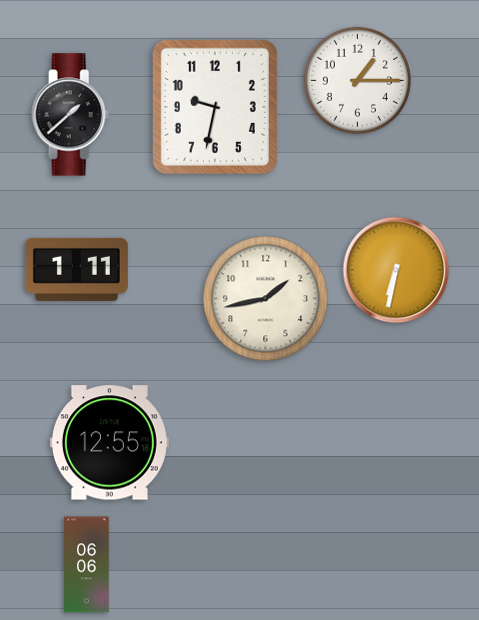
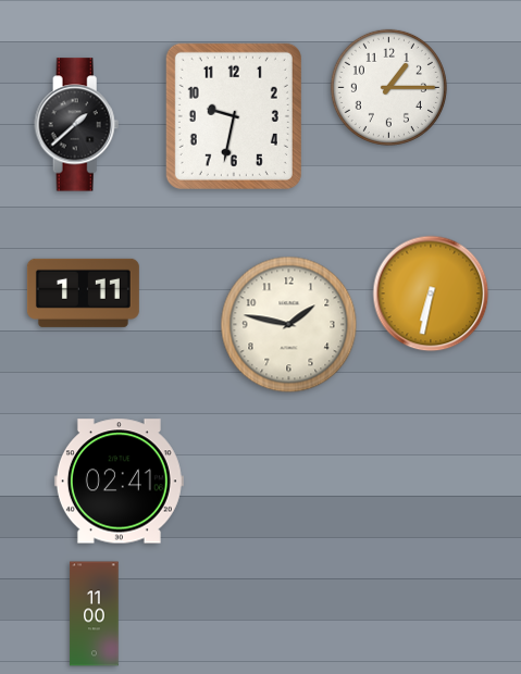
clock at (266, 299): 1:43 -> 1:47
clock at (109, 443): 12:55 -> 02:41
clock at (87, 565): 06:06 -> 11:00
